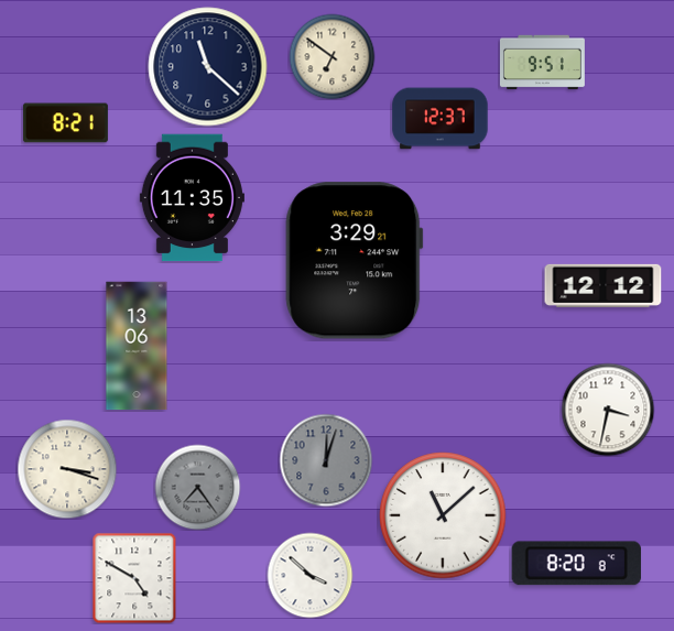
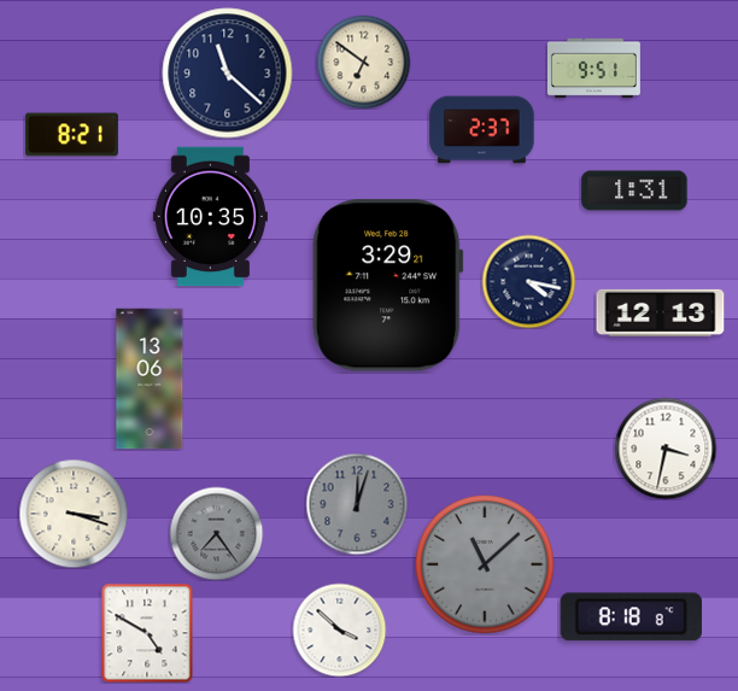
clock at (441, 119): 12:37 -> 2:37
clock at (634, 191): none -> 1:31
clock at (192, 198): 11:35 -> 10:35
clock at (528, 281): none -> 4:17
clock at (604, 285): 12:12 -> 12:13
clock at (443, 515) dial: white -> grey
clock at (576, 564): 8:20 -> 8:18
